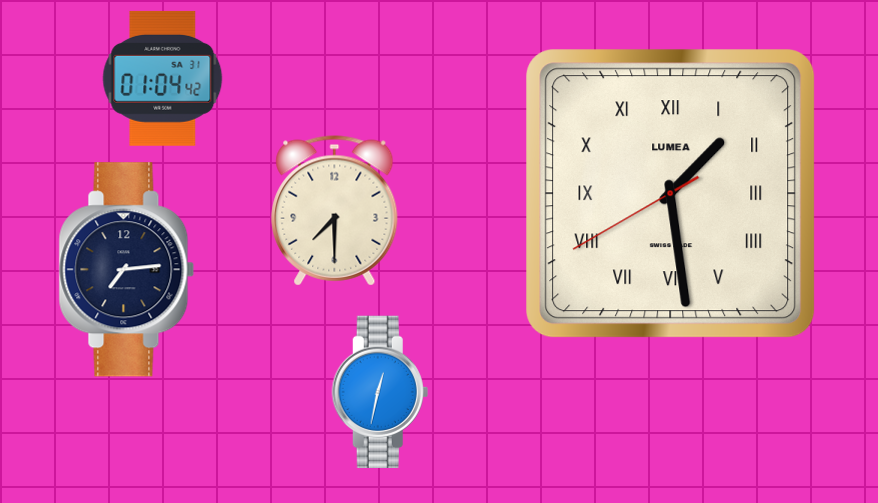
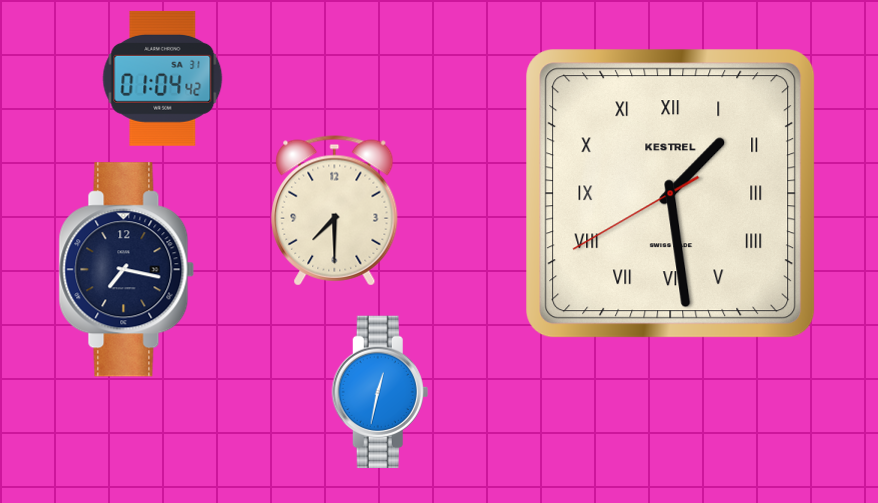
clock at (671, 194) brand: LUMEA -> KESTREL
clock at (127, 270): 7:14 -> 7:17
